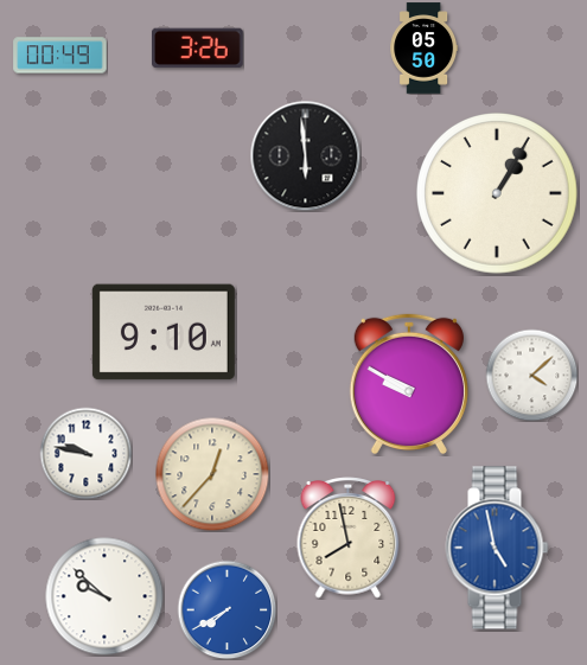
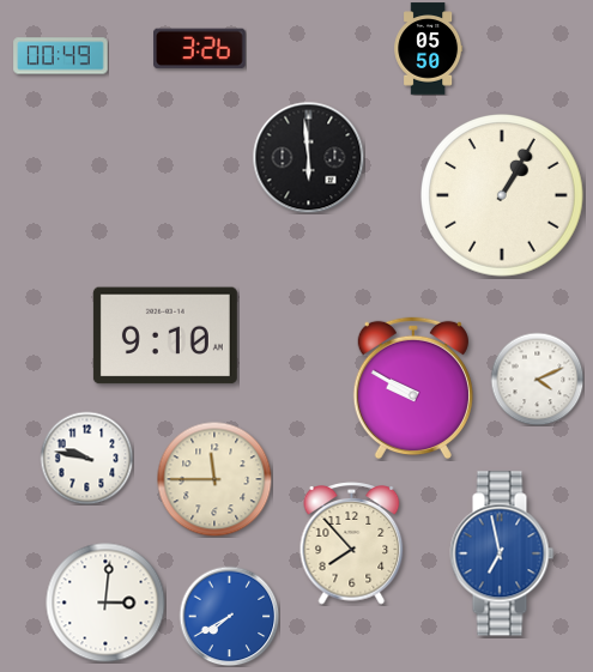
clock at (531, 375): 4:08 -> 4:11
clock at (212, 474): 12:37 -> 11:45
clock at (349, 538): 7:58 -> 7:53
clock at (497, 548): 4:58 -> 6:58
clock at (104, 596): 9:52 -> 3:01
